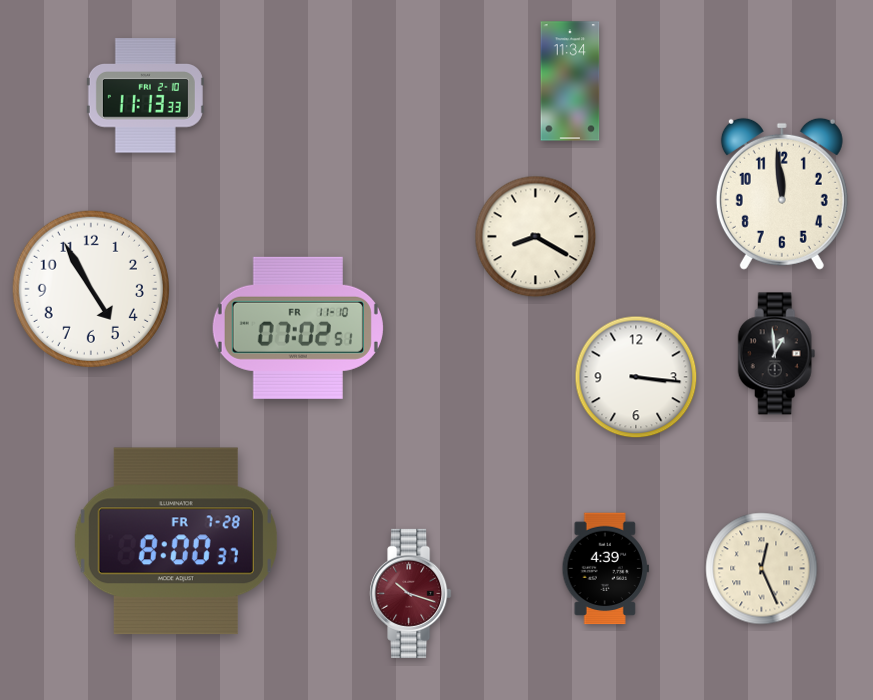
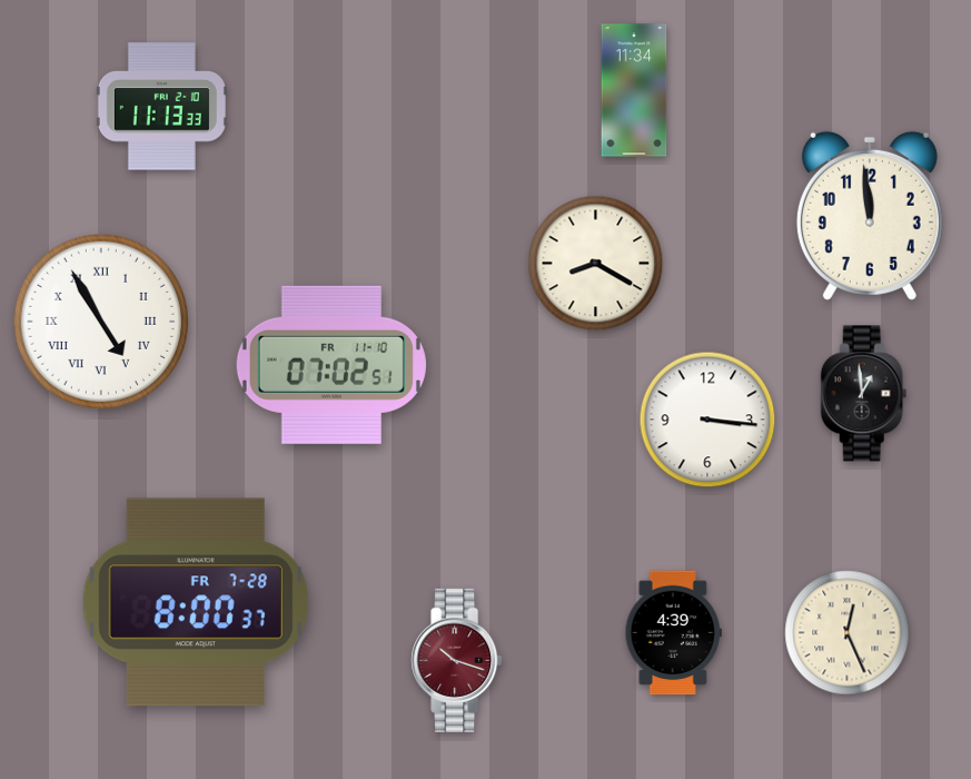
clock at (91, 289) numerals: Arabic -> Roman
